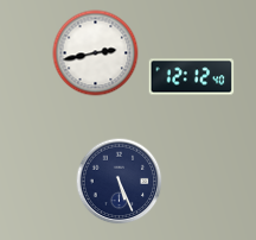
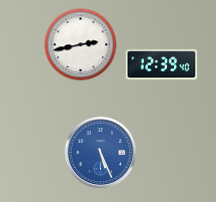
clock at (192, 77): 12:12 -> 12:39
clock at (120, 182) dial: navy -> blue
